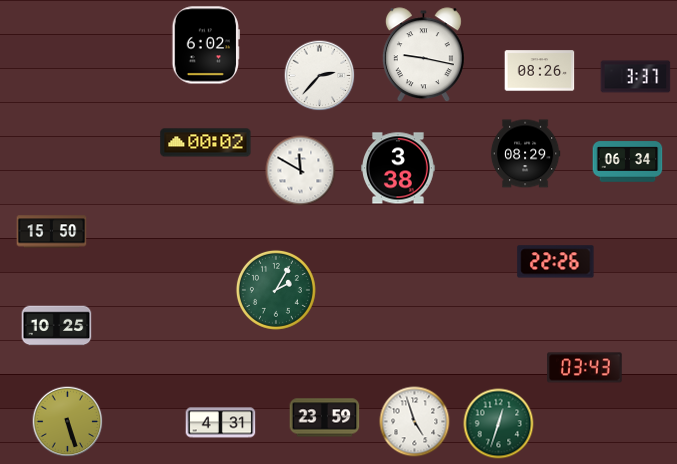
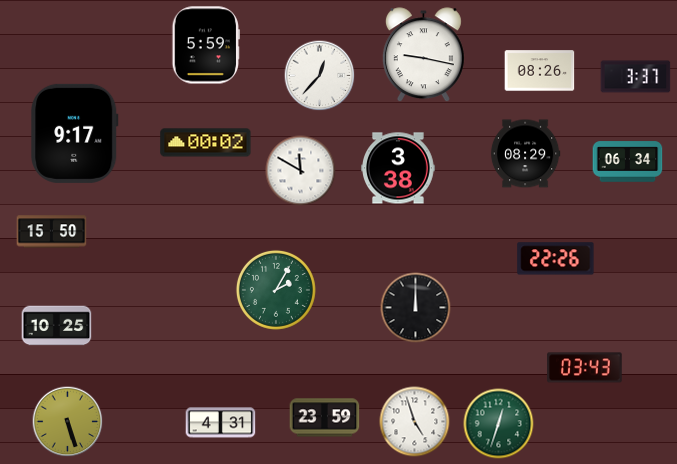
clock at (206, 45): 6:02 -> 5:59
clock at (320, 76): 2:37 -> 12:37
clock at (75, 133): none -> 9:17
clock at (556, 262) position: (556, 262) -> (556, 259)
clock at (416, 308): none -> 12:00
